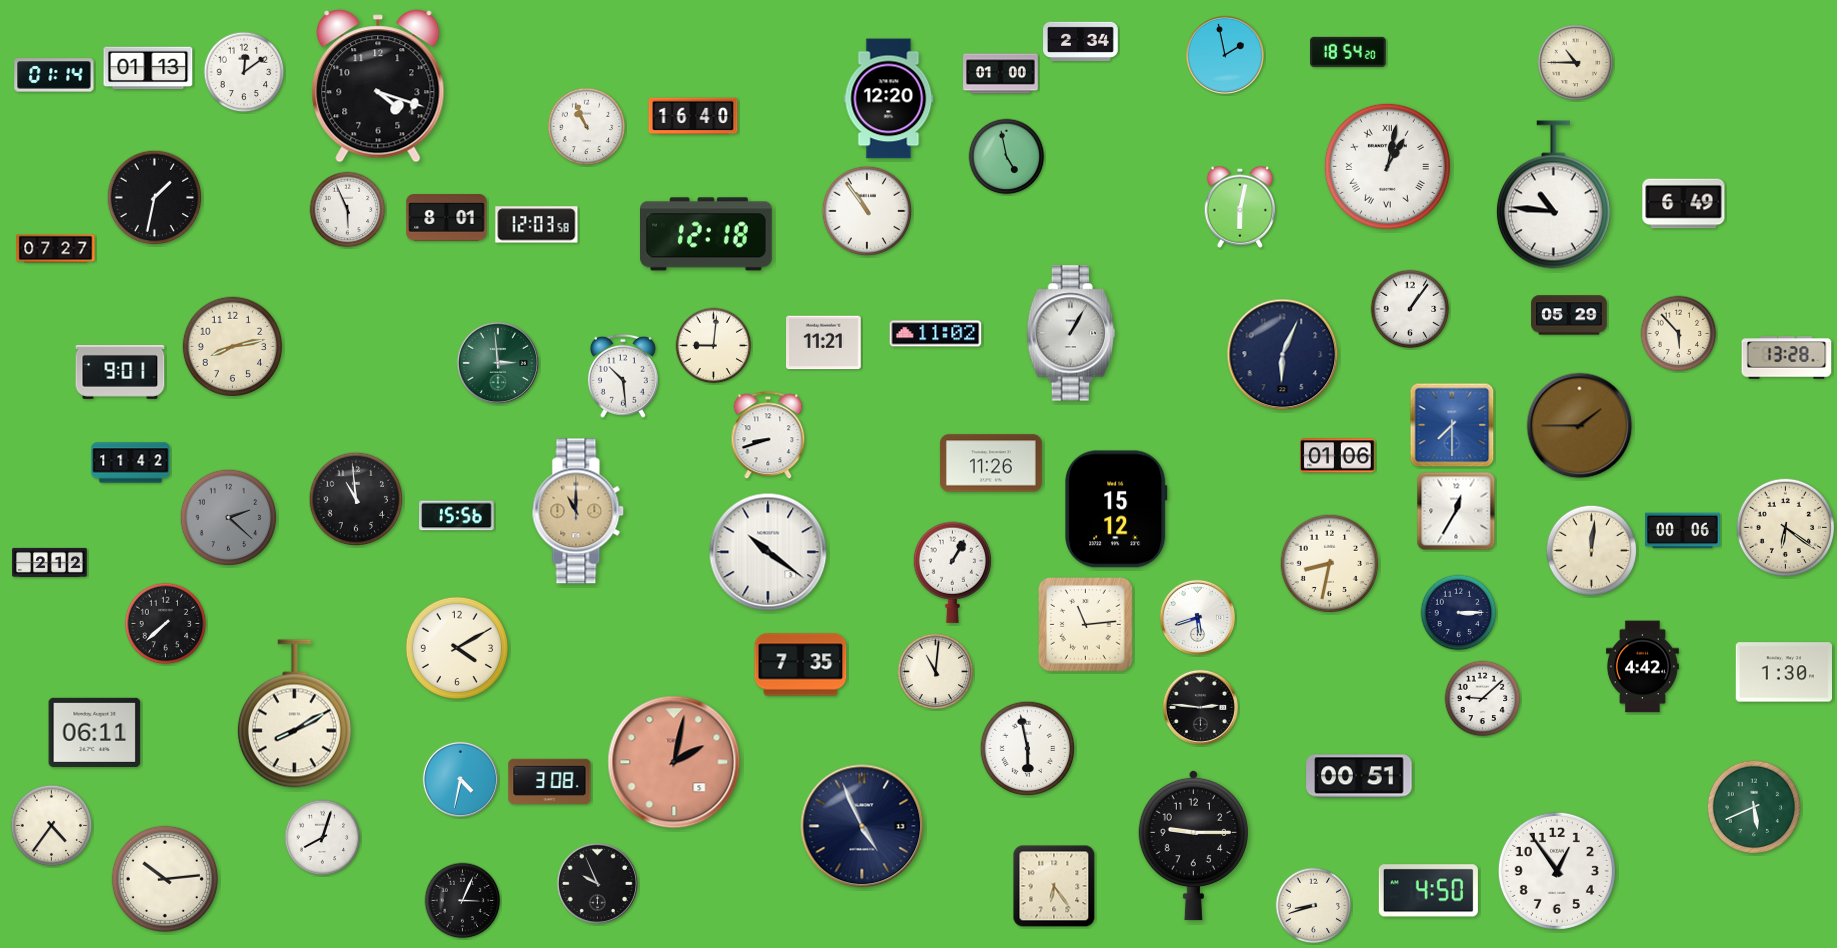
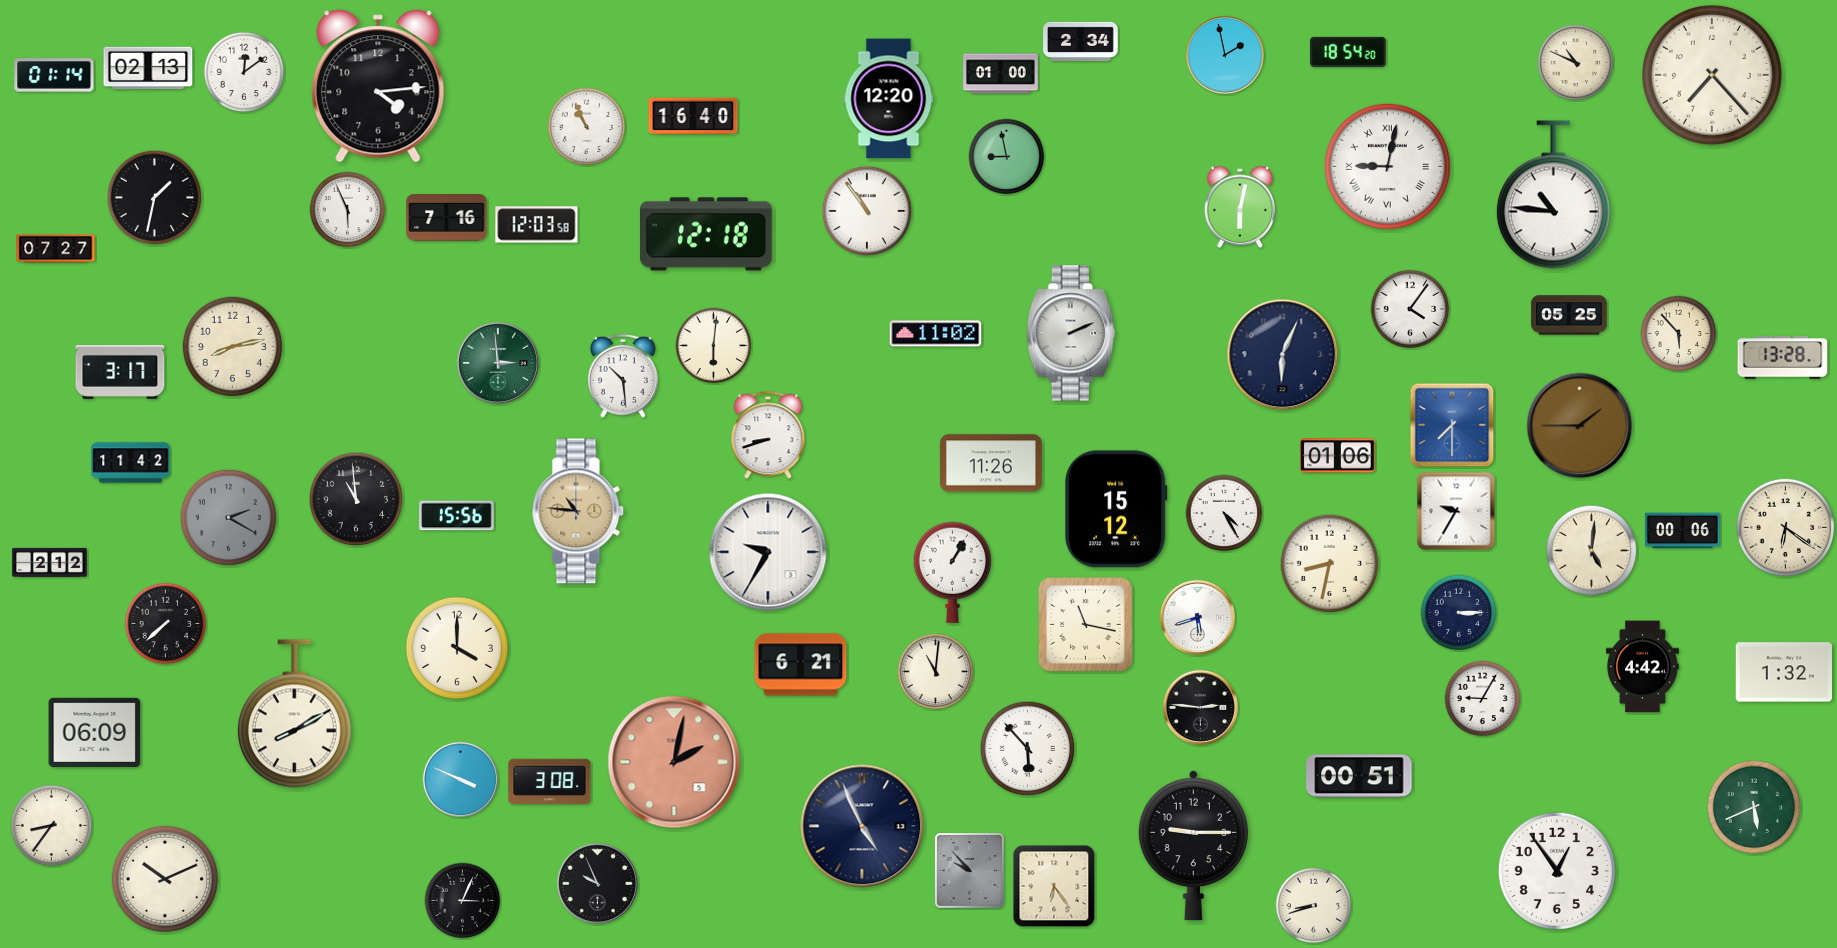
clock at (1576, 63): 10:45 -> 10:49
clock at (148, 68): 01:13 -> 02:13
clock at (1712, 75): none -> 7:23
clock at (378, 86): 4:18 -> 4:14
clock at (1007, 157): 4:58 -> 8:58
clock at (1387, 166): 1:02 -> 9:02
clock at (1684, 204): 6:49 -> none
clock at (447, 218): 8:01 -> 7:16
clock at (1410, 309): 1:06 -> 4:06
clock at (1569, 315): 05:29 -> 05:25
clock at (1070, 333): 1:05 -> 2:11
clock at (824, 343): 11:21 -> none
clock at (714, 346): 9:01 -> 6:01
clock at (1787, 358) position: (1787, 358) -> (1783, 358)
clock at (120, 372): 9:01 -> 3:17
clock at (578, 511): 11:00 -> 10:46
clock at (1456, 511): 12:35 -> 9:35
clock at (1224, 513): none -> 4:25
clock at (229, 518): 2:22 -> 2:20
clock at (1592, 551): 12:01 -> 5:01
clock at (768, 552): 10:21 -> 9:35
clock at (1086, 625): 11:14 -> 11:17
clock at (456, 647): 4:10 -> 4:00
clock at (801, 665): 7:35 -> 6:21
clock at (1783, 672): 1:30 -> 1:32
clock at (1483, 699): 9:08 -> 9:05
clock at (95, 732): 06:11 -> 06:09
clock at (1028, 749): 5:58 -> 5:53
clock at (460, 779): 4:32 -> 3:49
clock at (52, 826): 4:36 -> 8:36
clock at (323, 838): 8:03 -> none
clock at (970, 871): none -> 9:53
clock at (165, 879): 10:14 -> 10:11
clock at (1428, 891): 4:50 -> none
